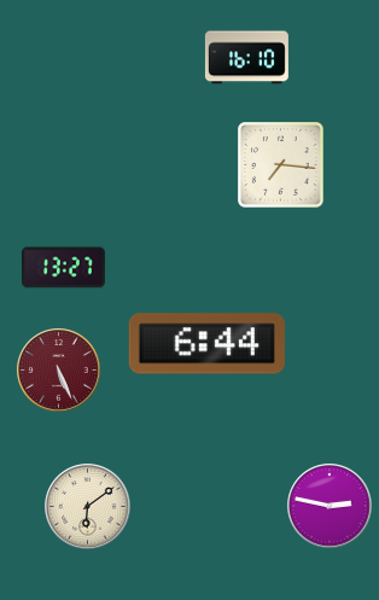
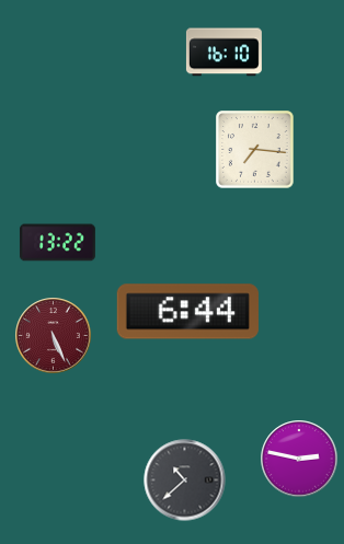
clock at (63, 268): 13:27 -> 13:22
clock at (88, 507): 6:09 -> none
clock at (185, 481): none -> 10:38
